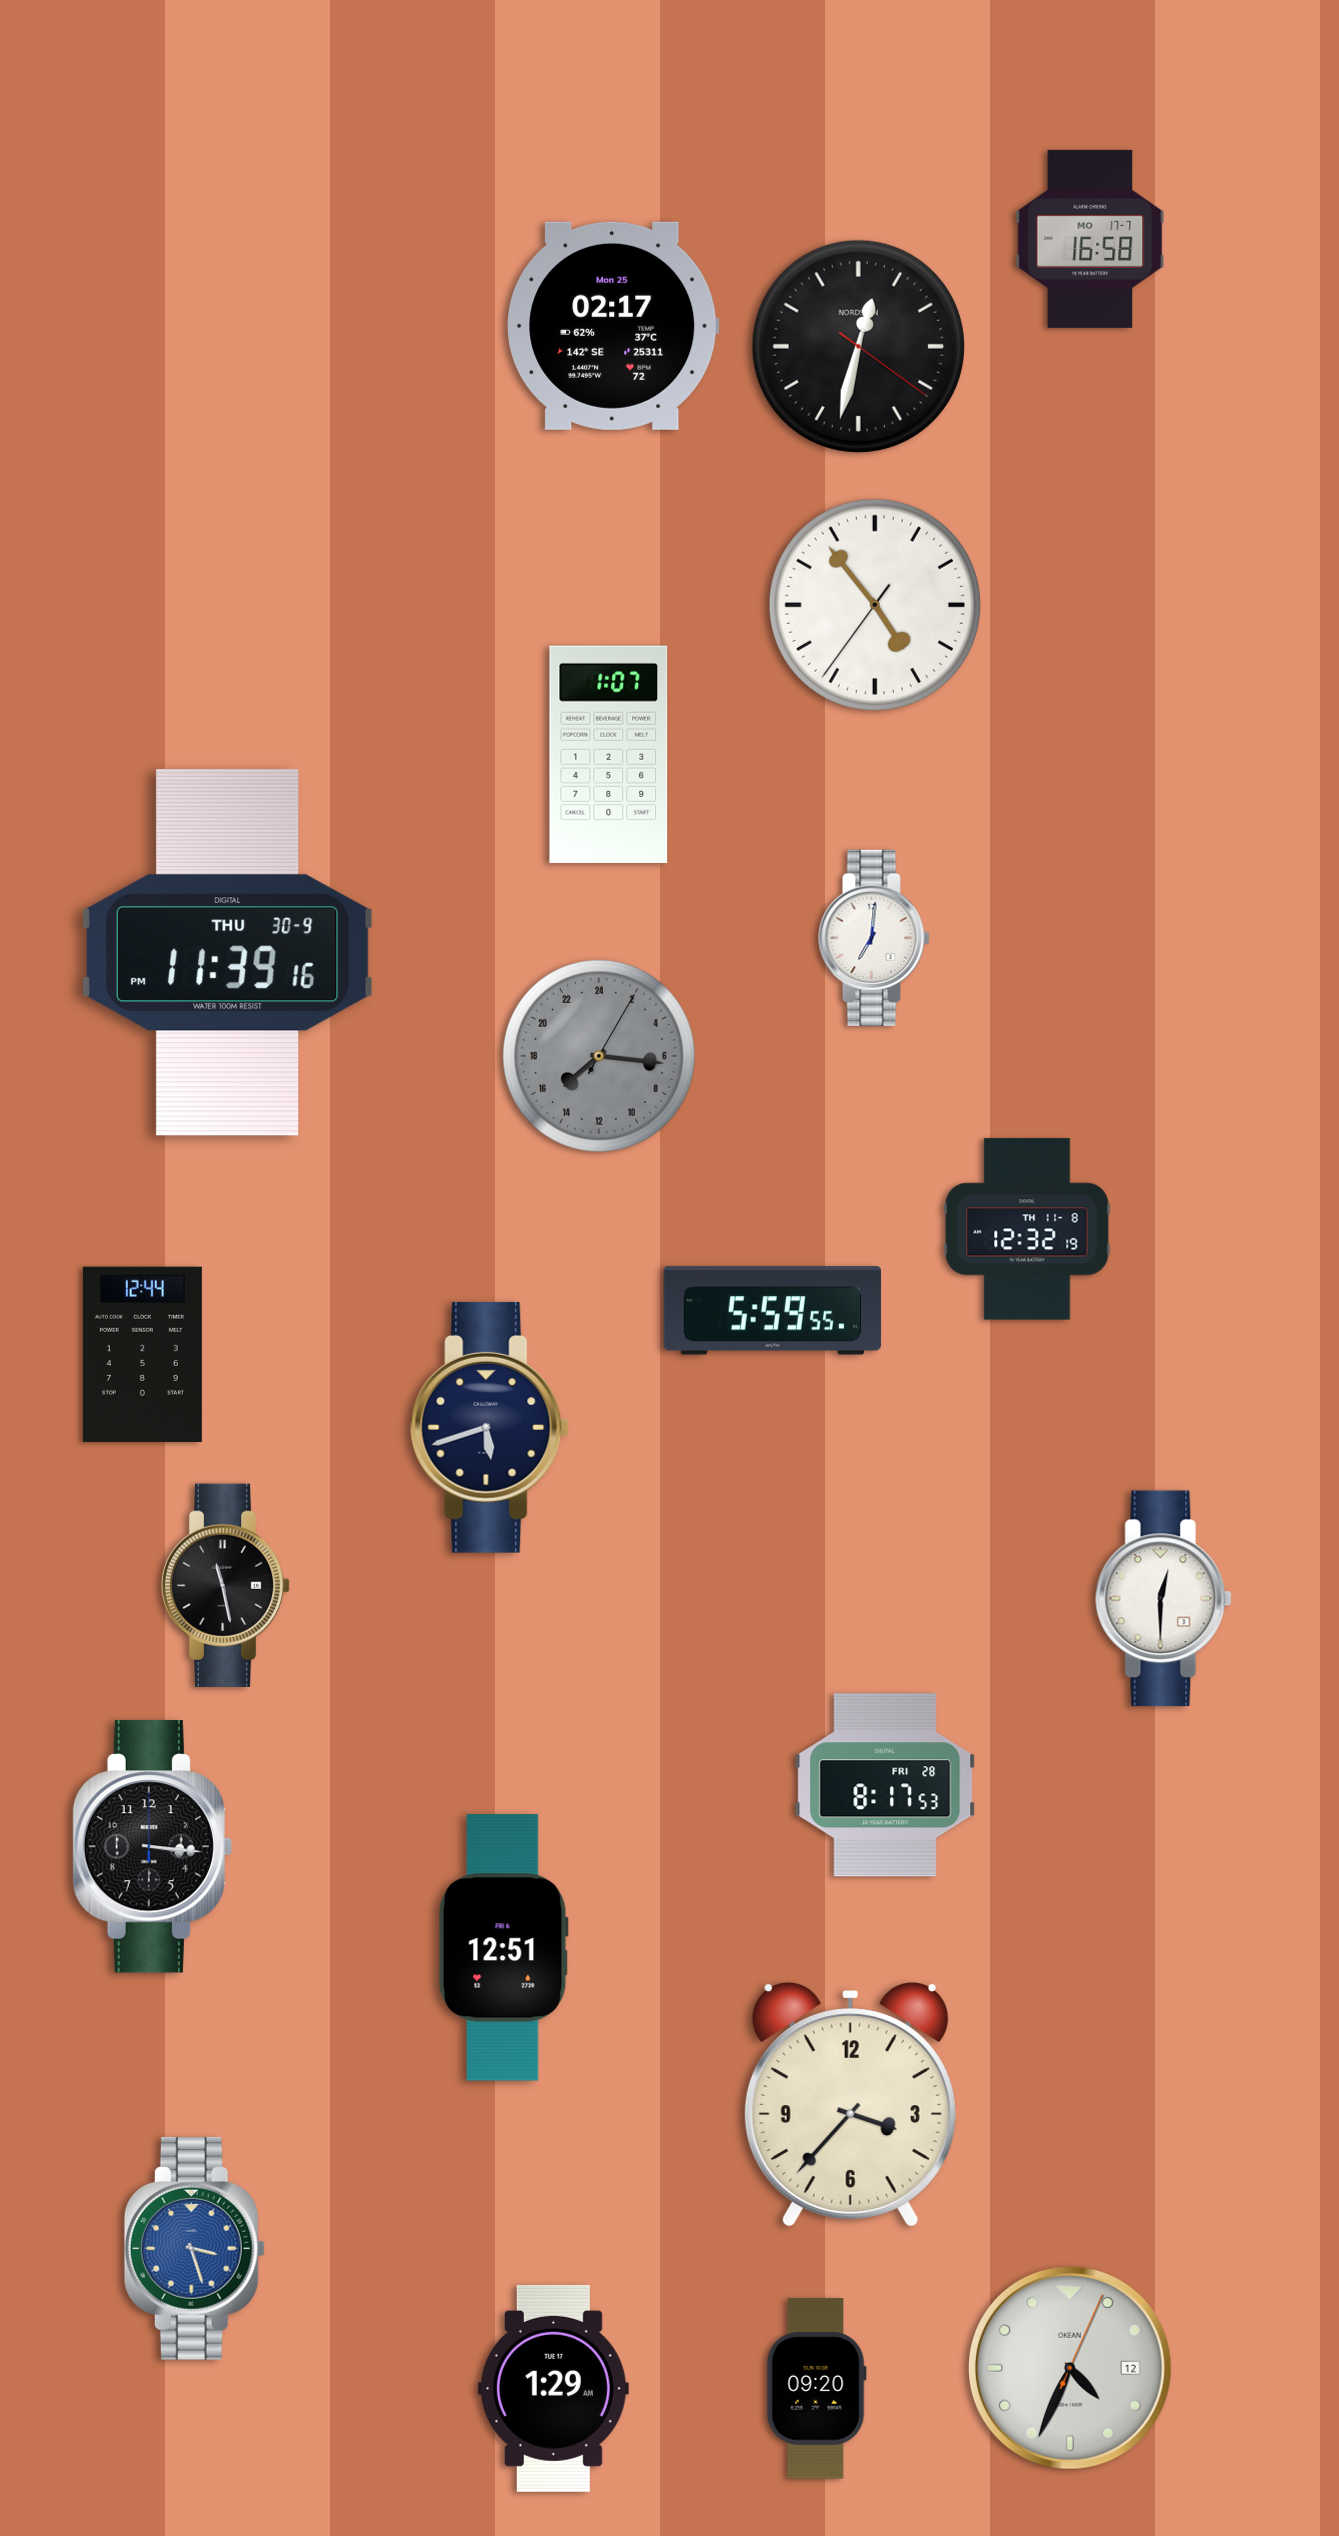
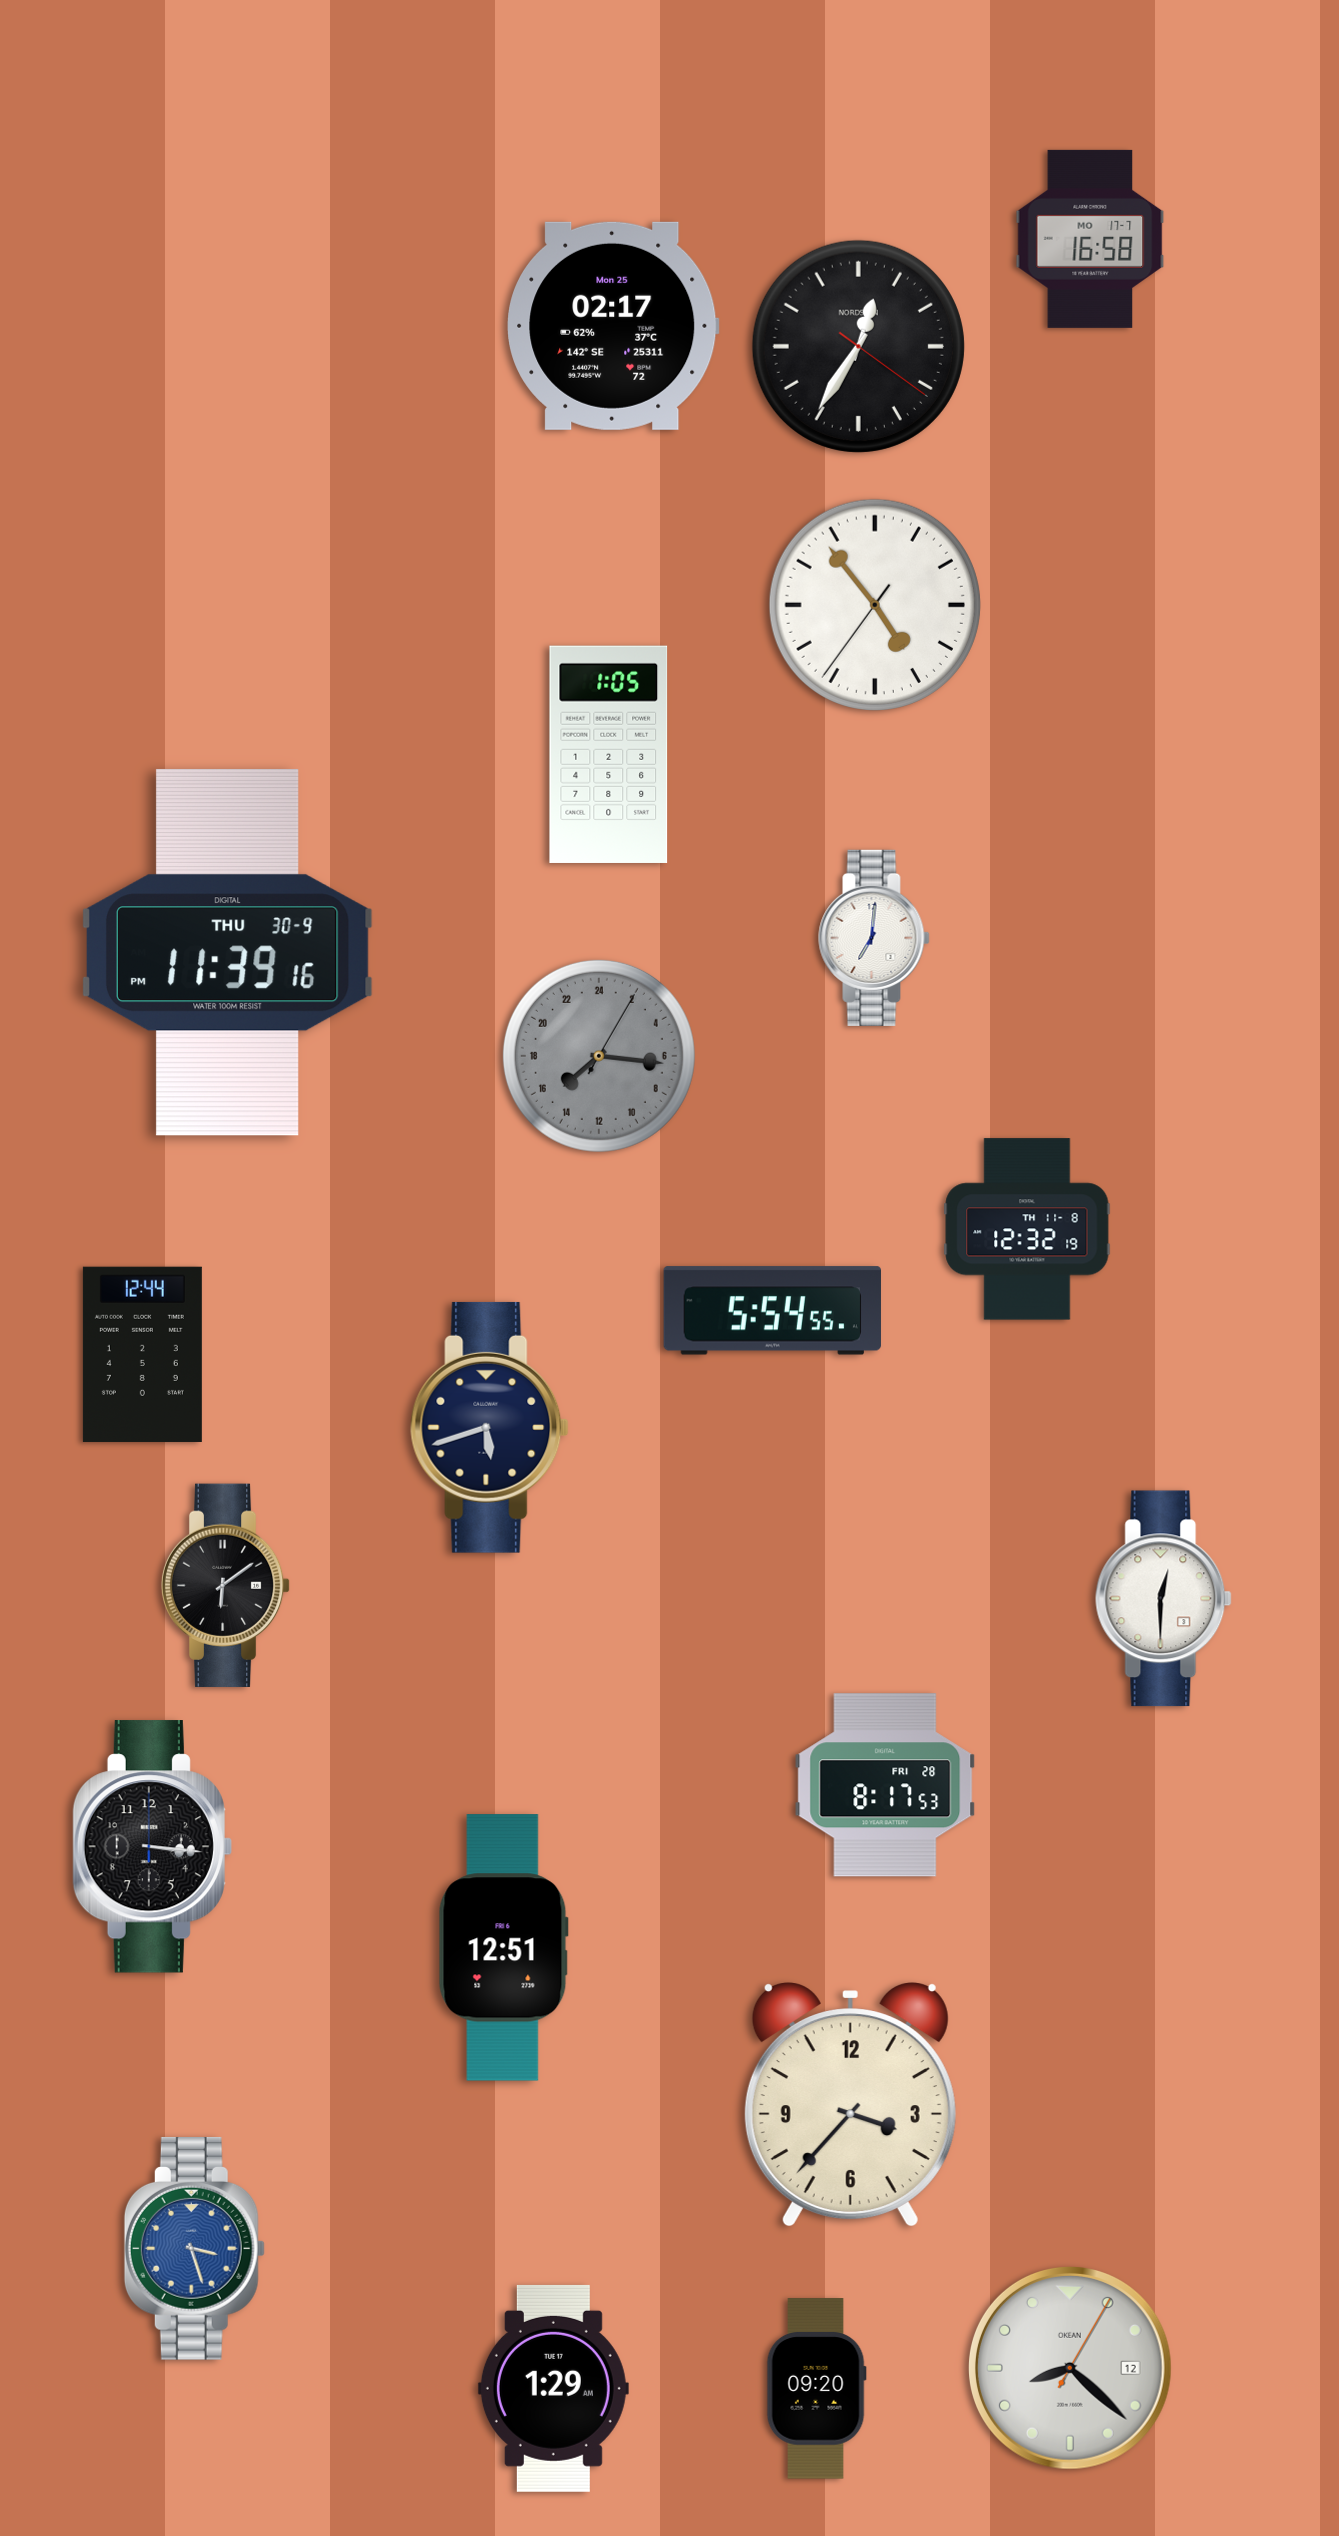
clock at (858, 346): 12:32 -> 12:35
clock at (609, 754): 1:07 -> 1:05
clock at (772, 1311): 5:59 -> 5:54
clock at (226, 1585): 11:28 -> 6:09
clock at (1070, 2368): 4:34 -> 8:22
